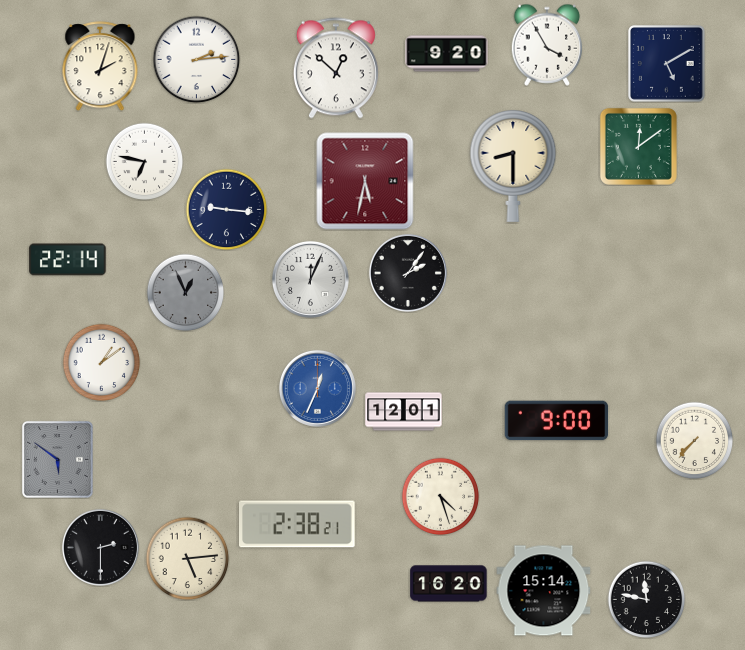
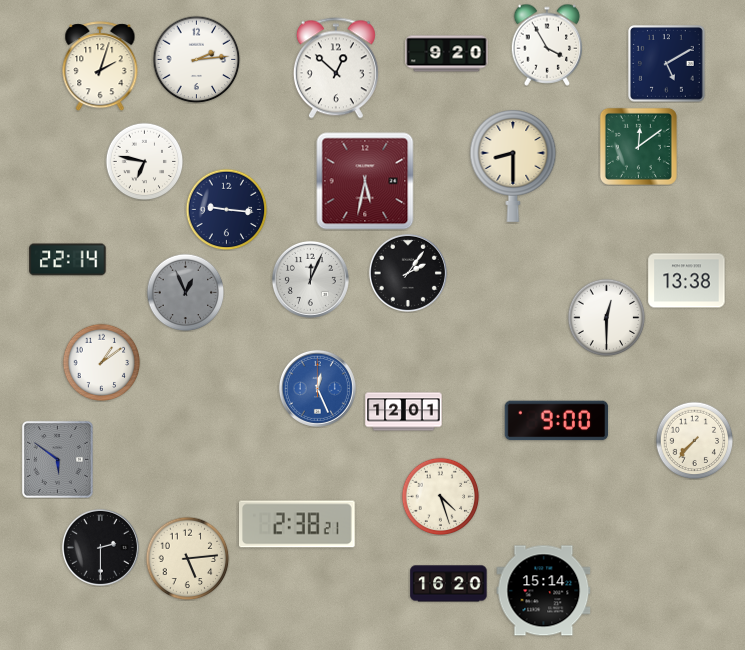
clock at (687, 281): none -> 13:38
clock at (606, 317): none -> 12:30
clock at (317, 388): 12:34 -> 12:26
clock at (646, 599): 11:47 -> none
